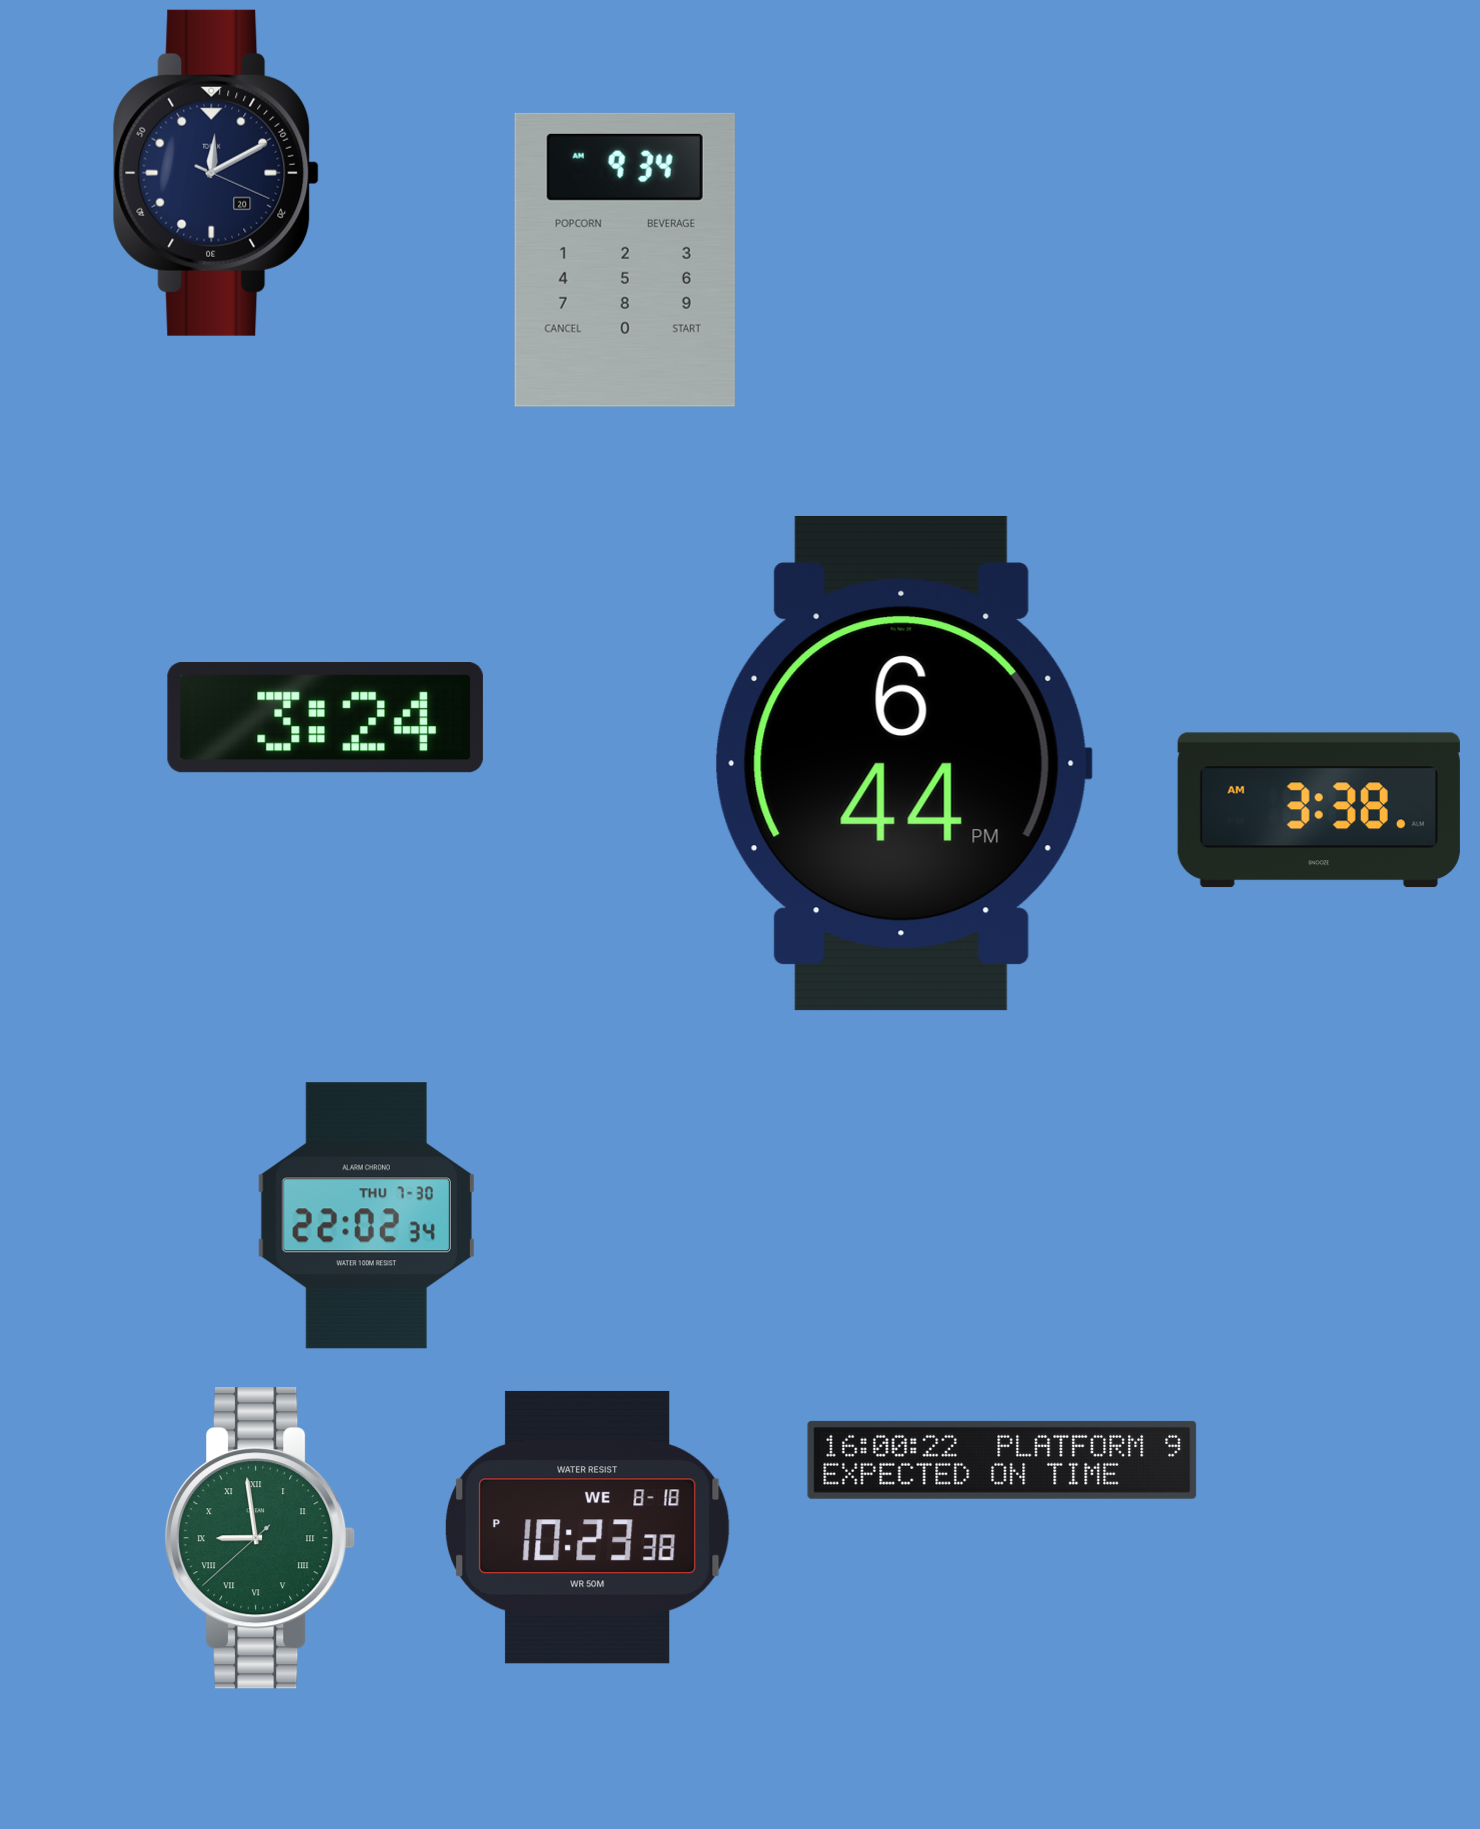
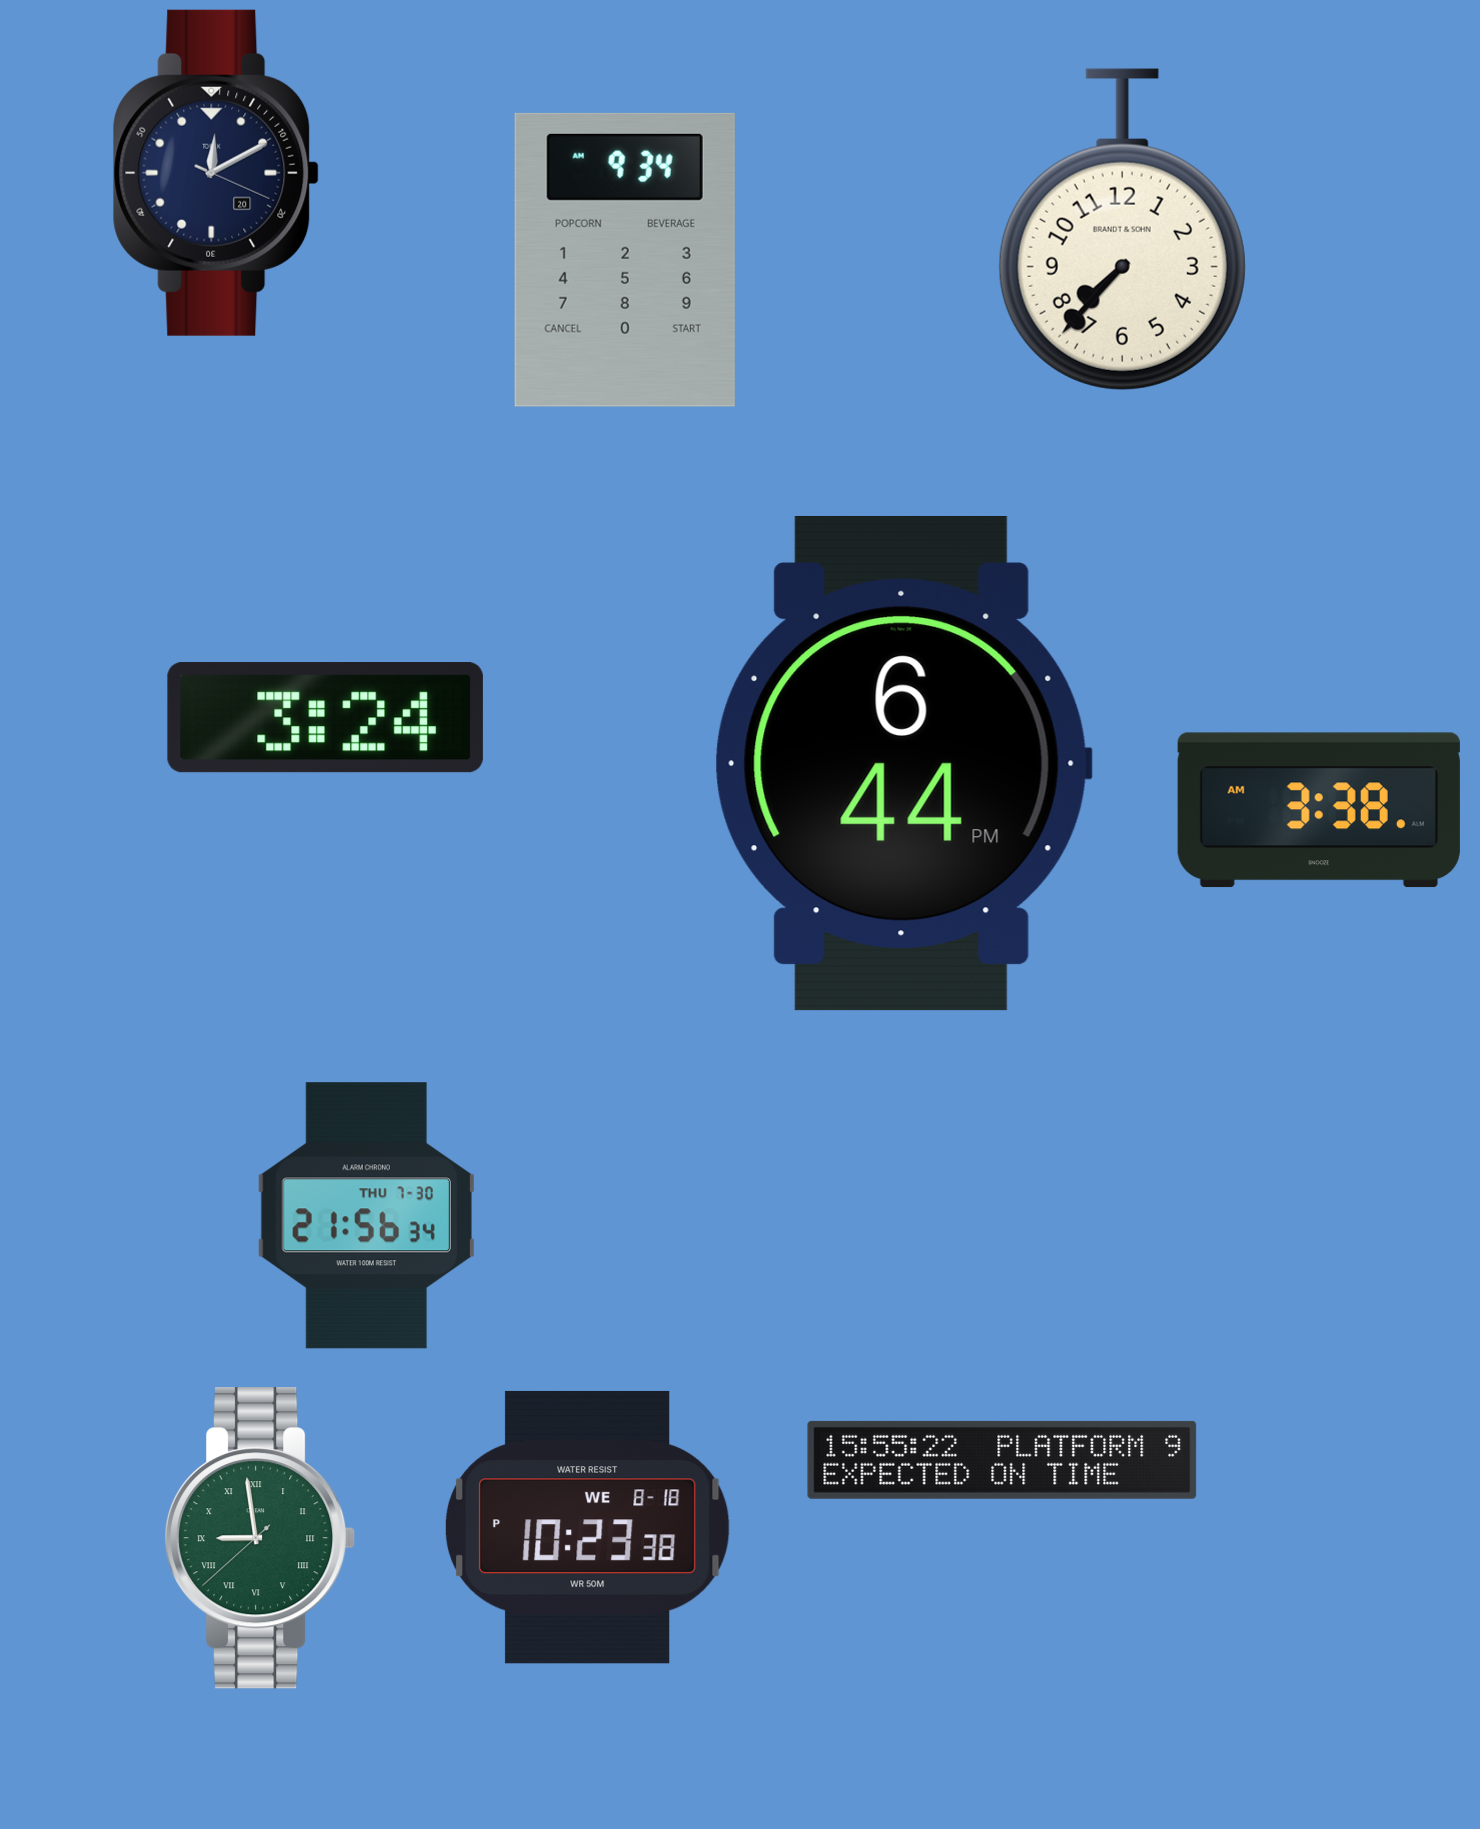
clock at (1122, 230): none -> 7:37
clock at (366, 1216): 22:02 -> 21:56
clock at (1002, 1460): 16:00 -> 15:55
